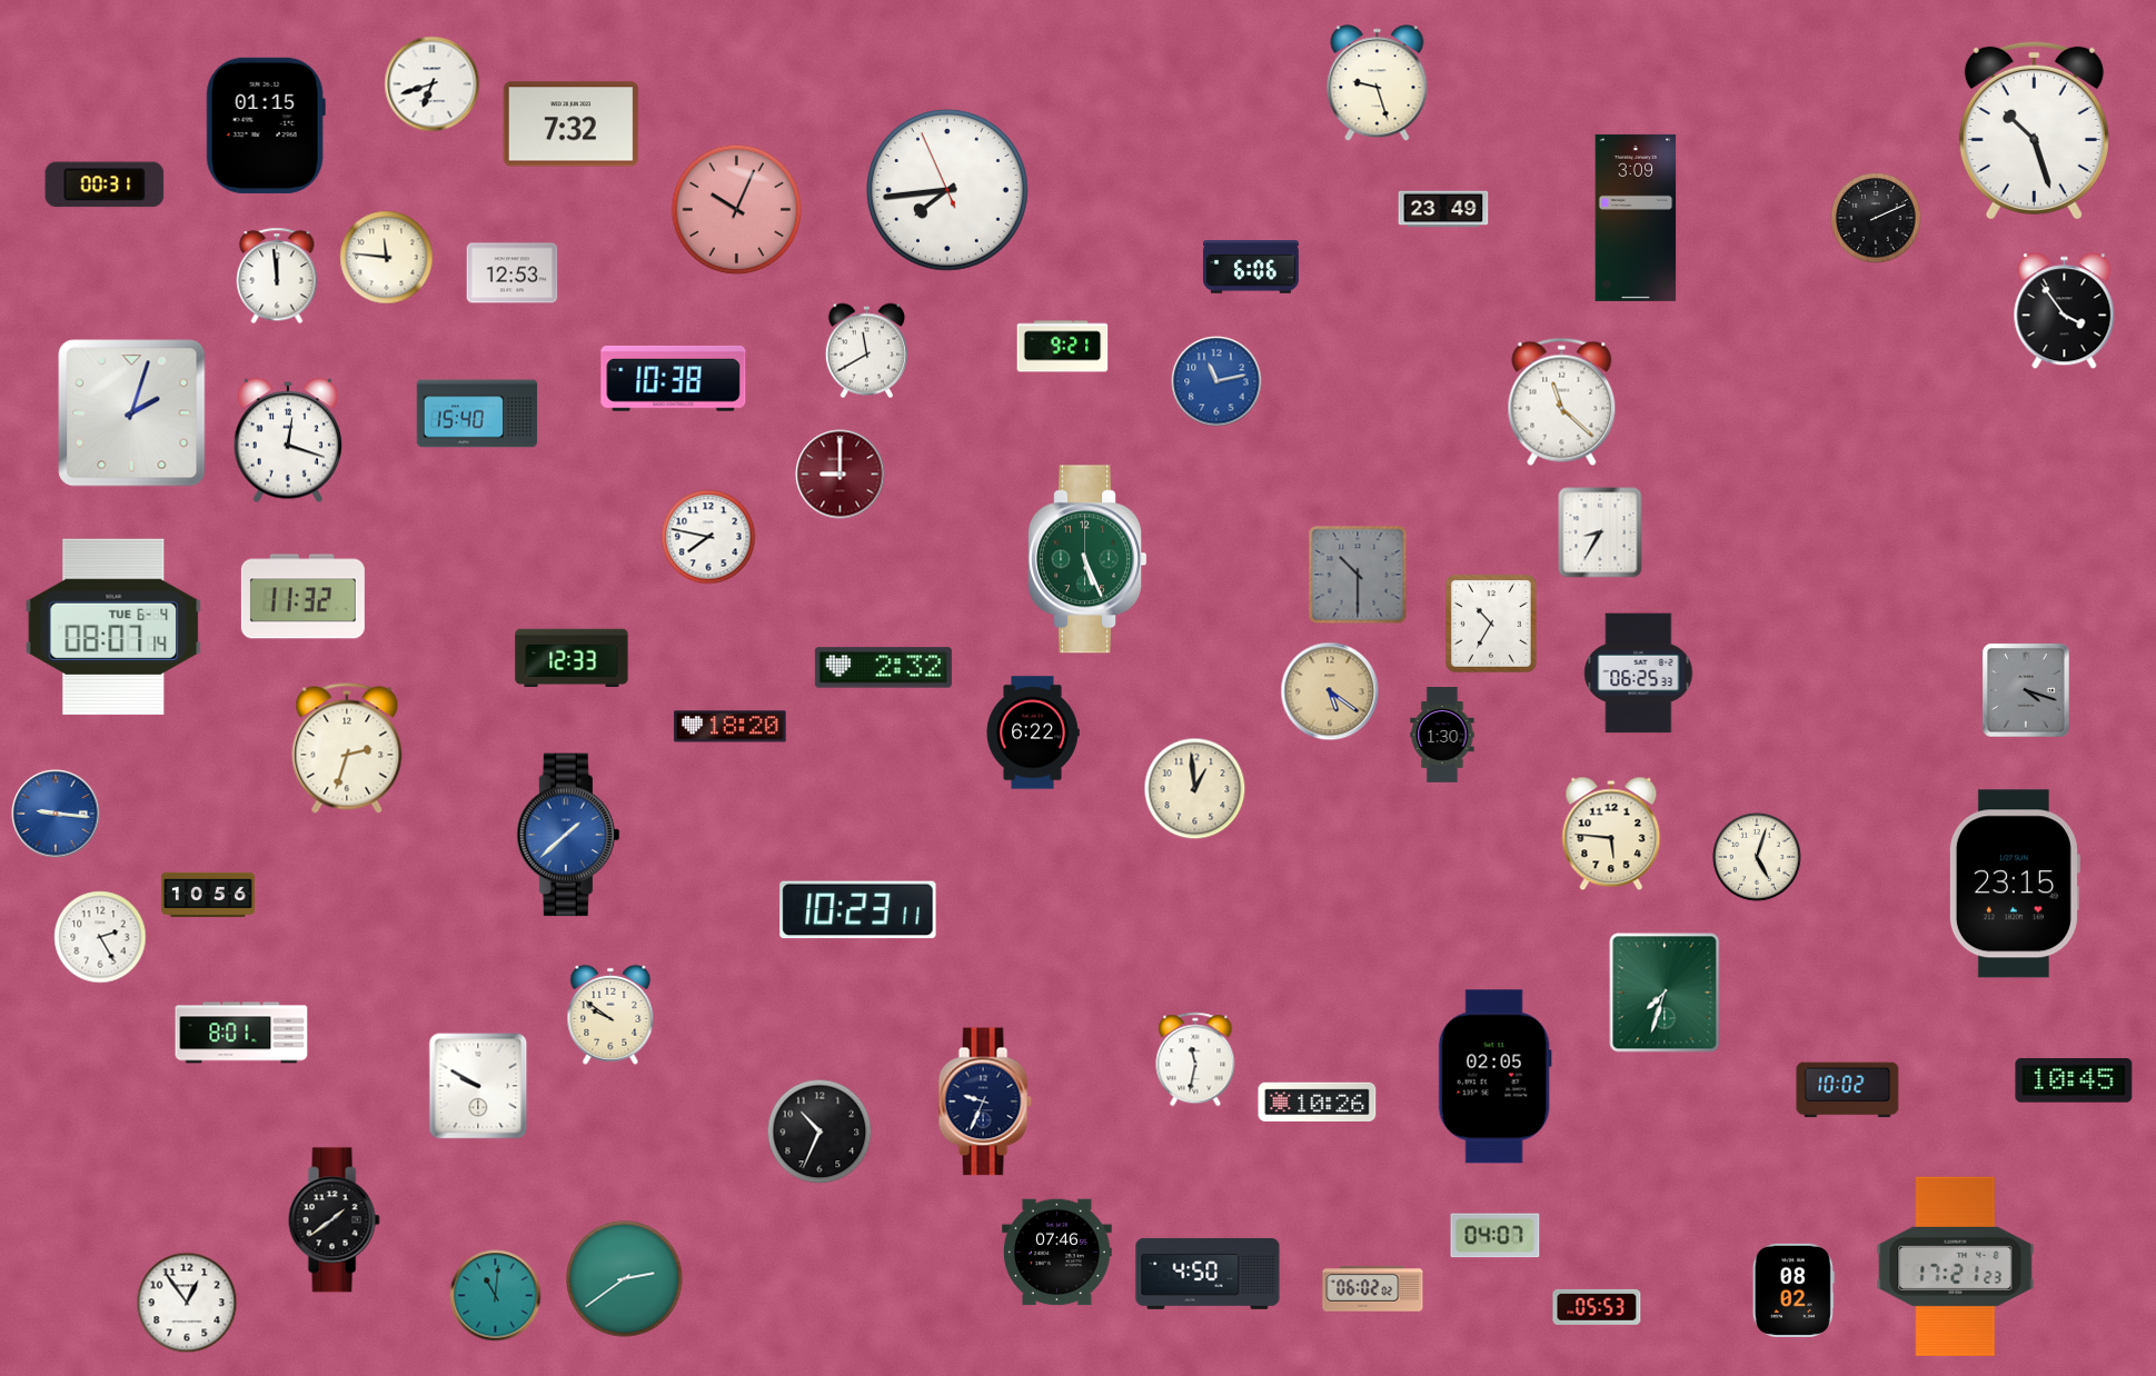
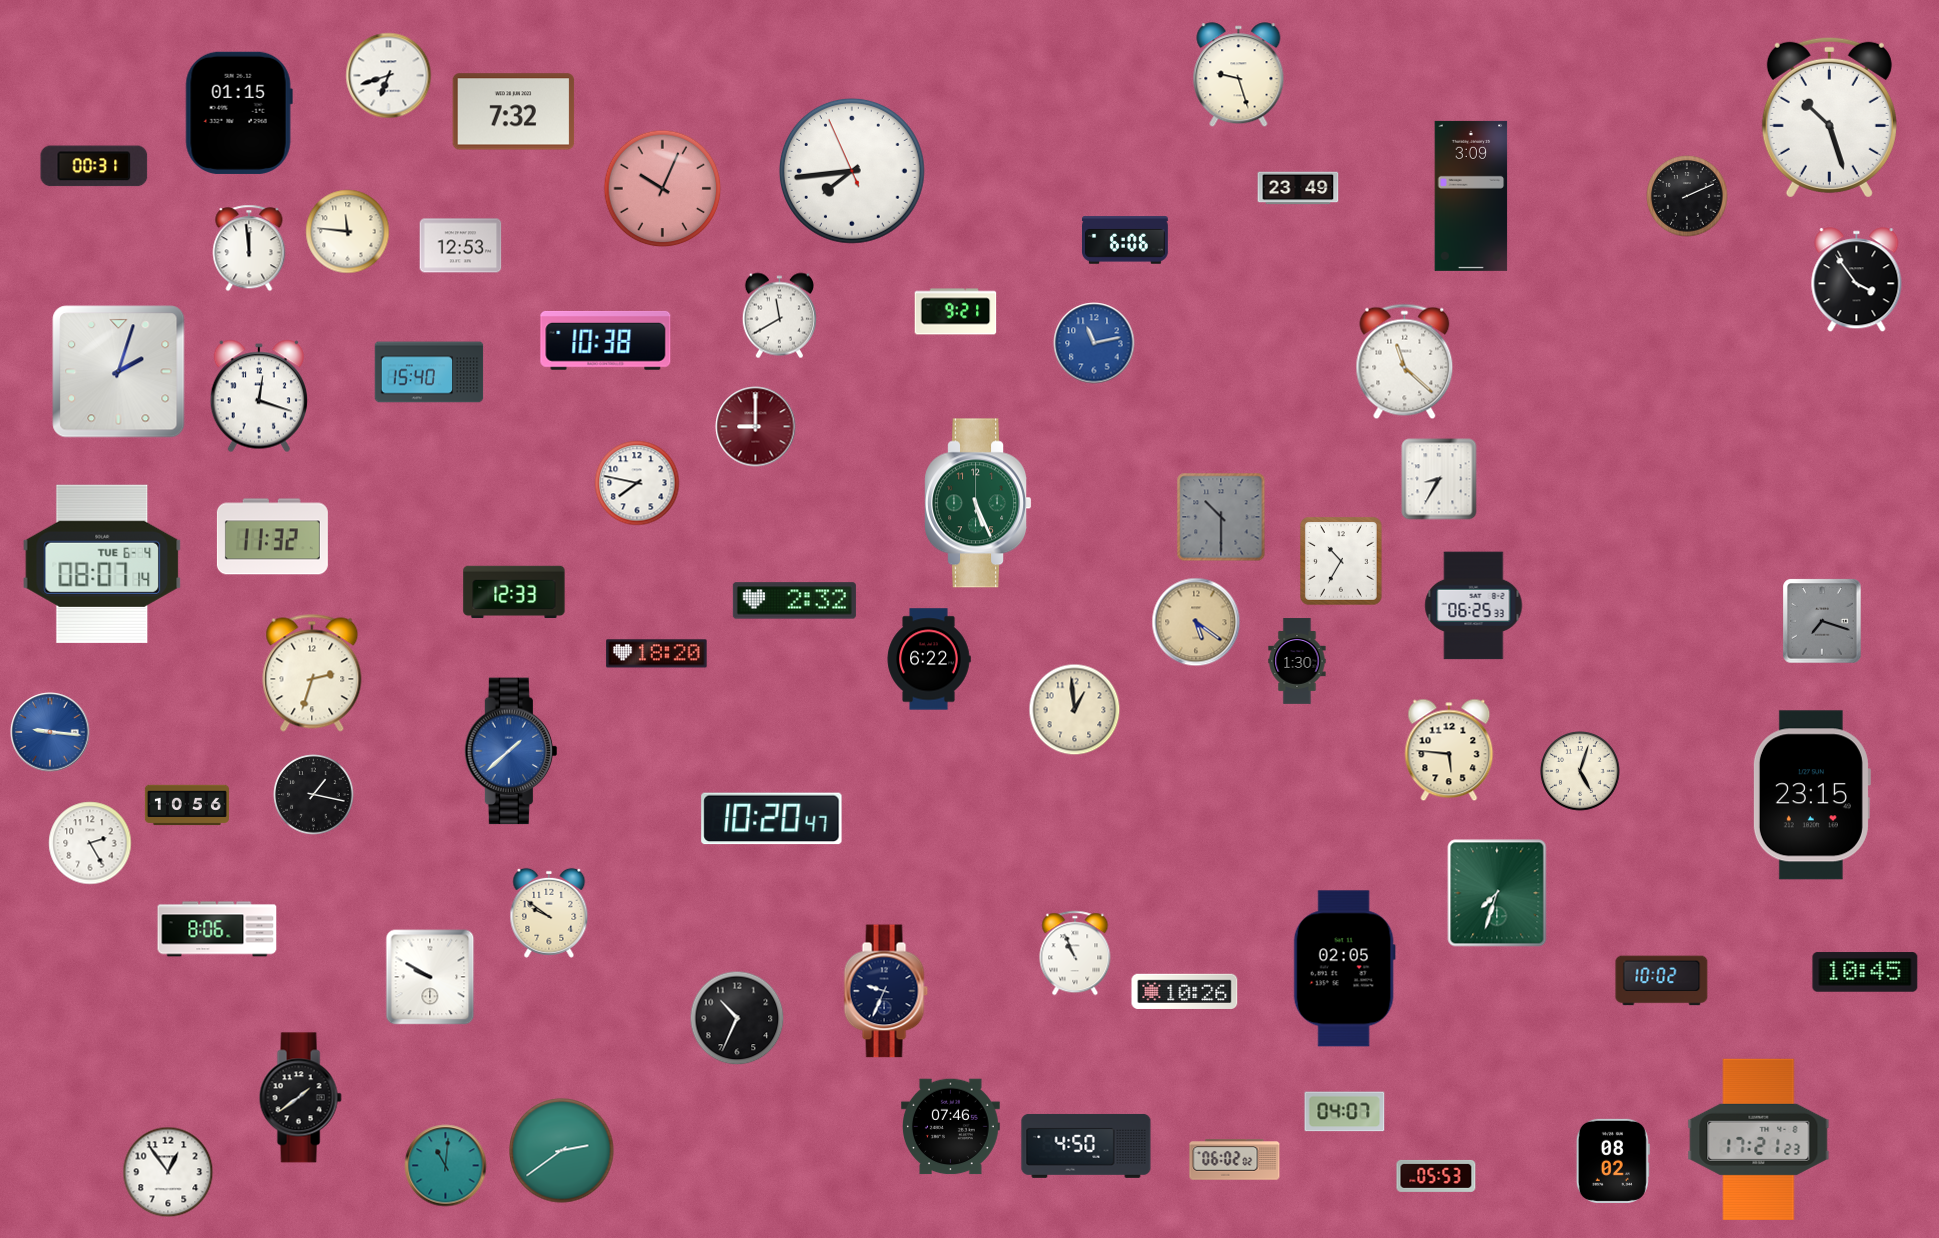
clock at (2026, 690): 4:18 -> 7:18
clock at (314, 795): none -> 1:17
clock at (858, 910): 10:23 -> 10:20
clock at (241, 1033): 8:01 -> 8:06
clock at (1195, 1059): 11:32 -> 10:56
